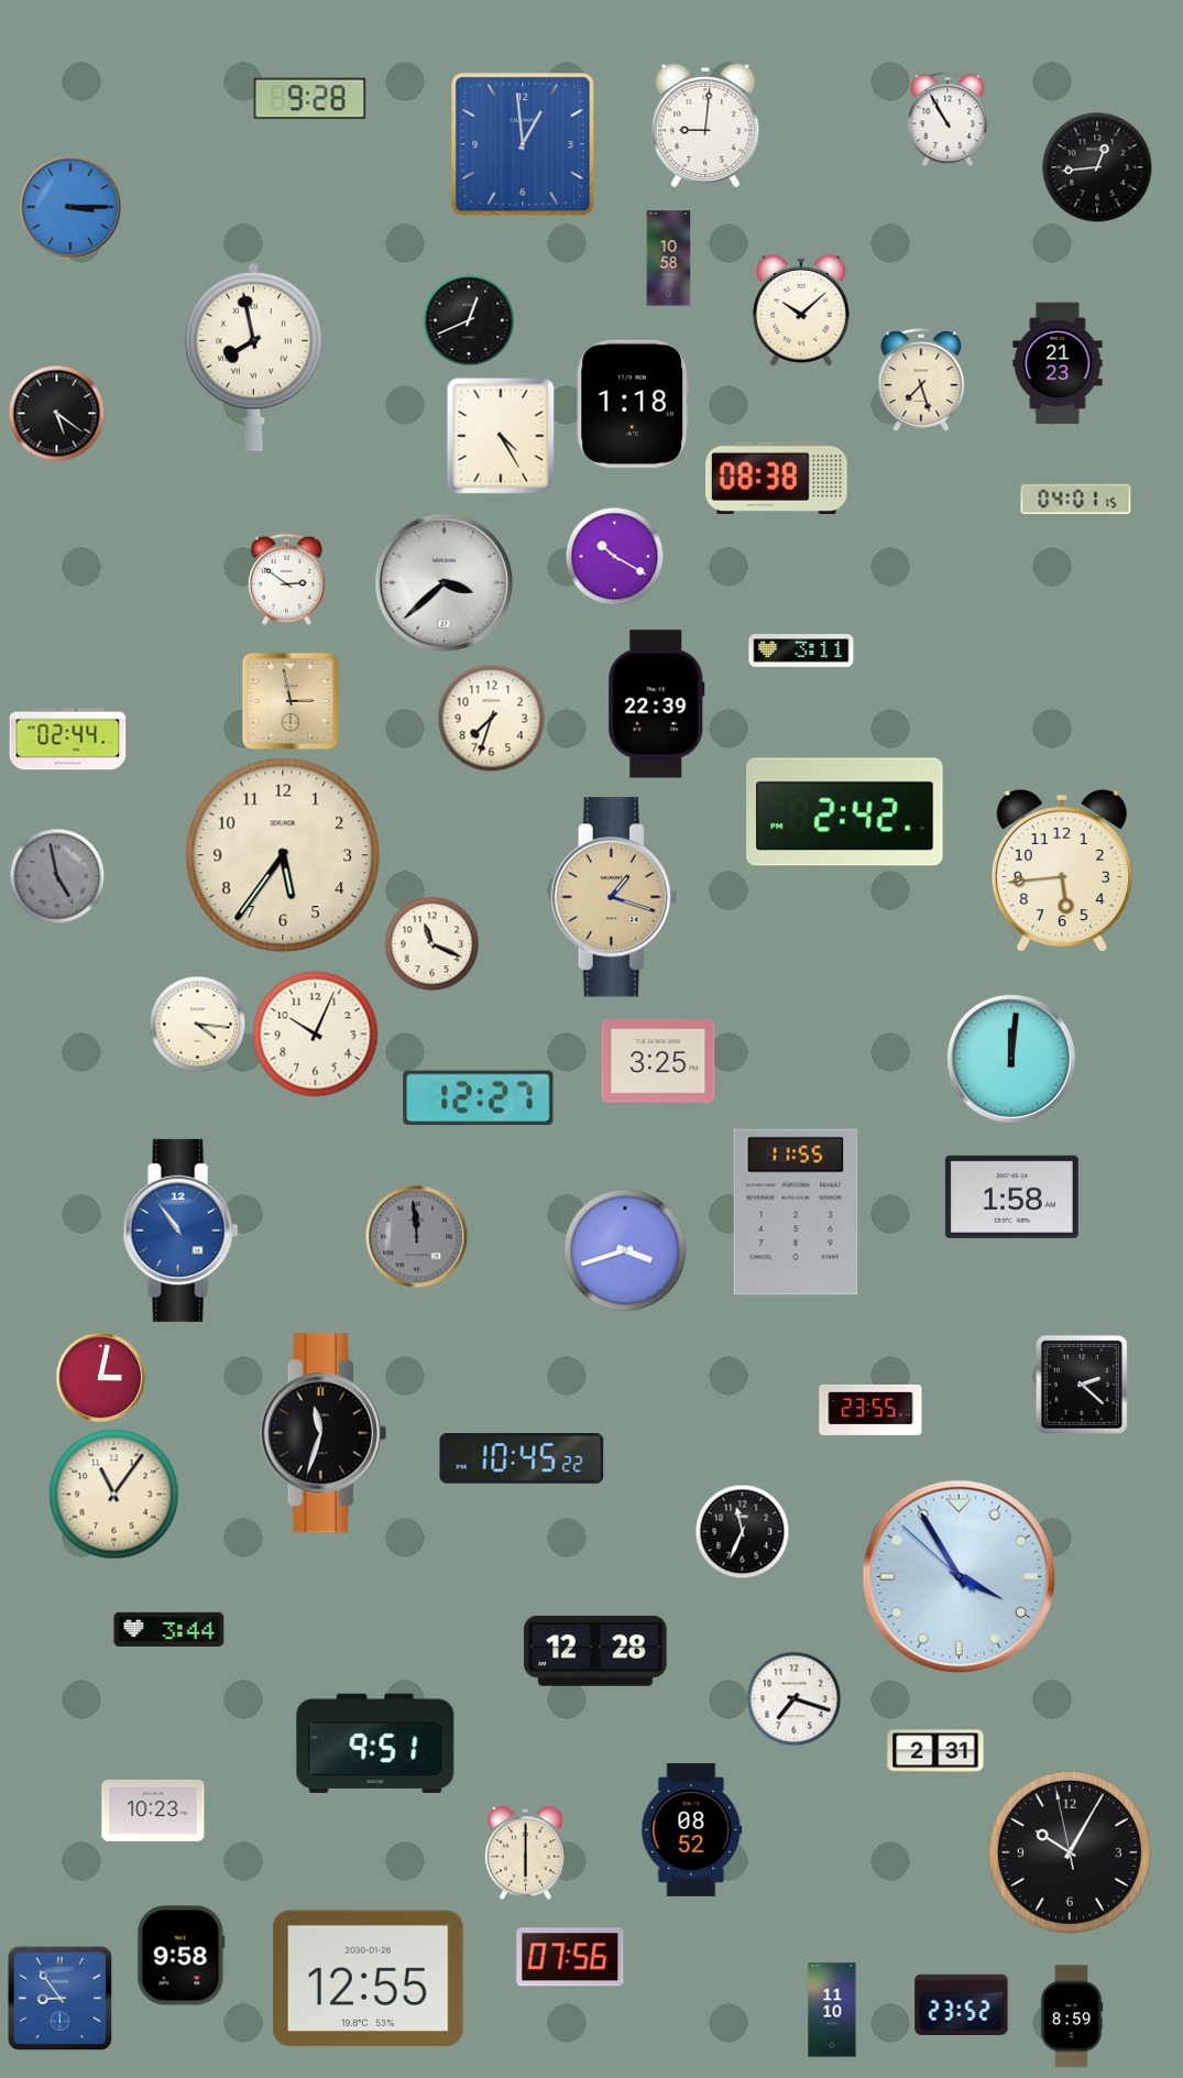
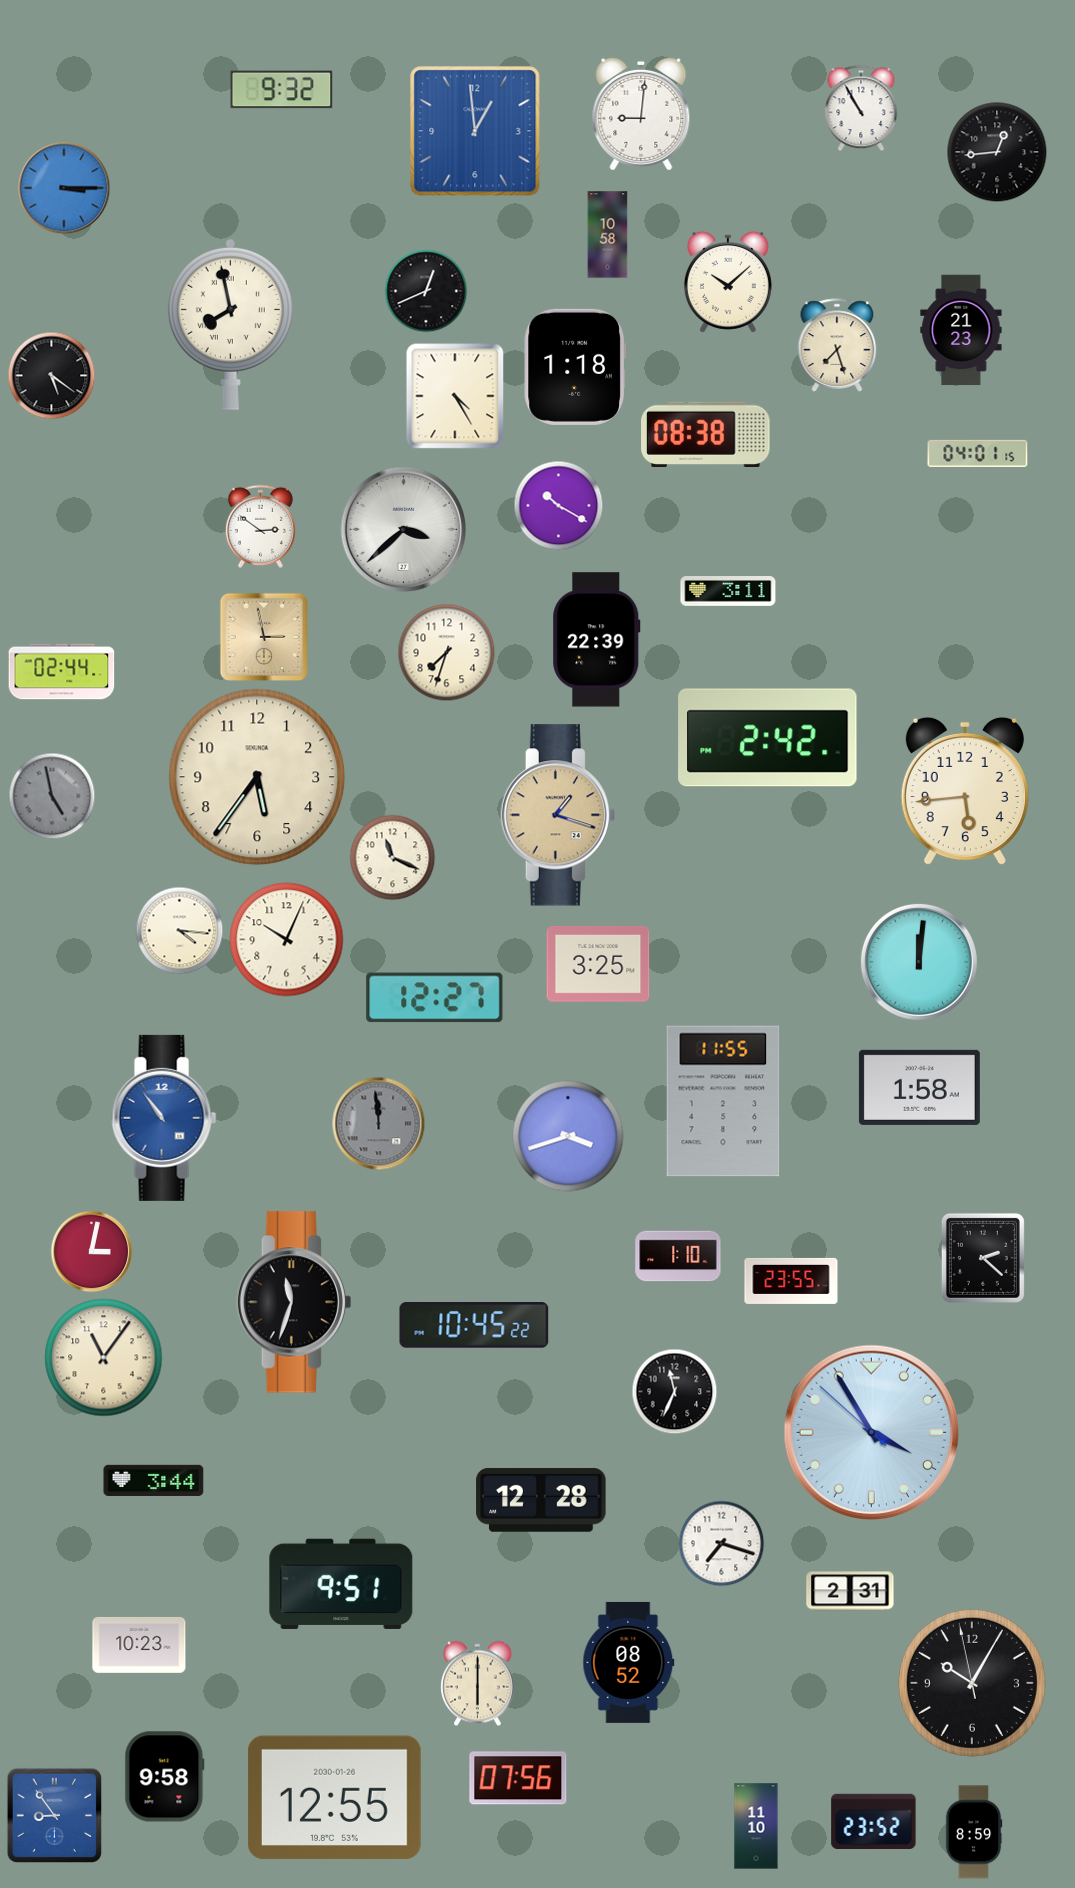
clock at (310, 99): 9:28 -> 9:32
clock at (678, 1256): none -> 1:10
